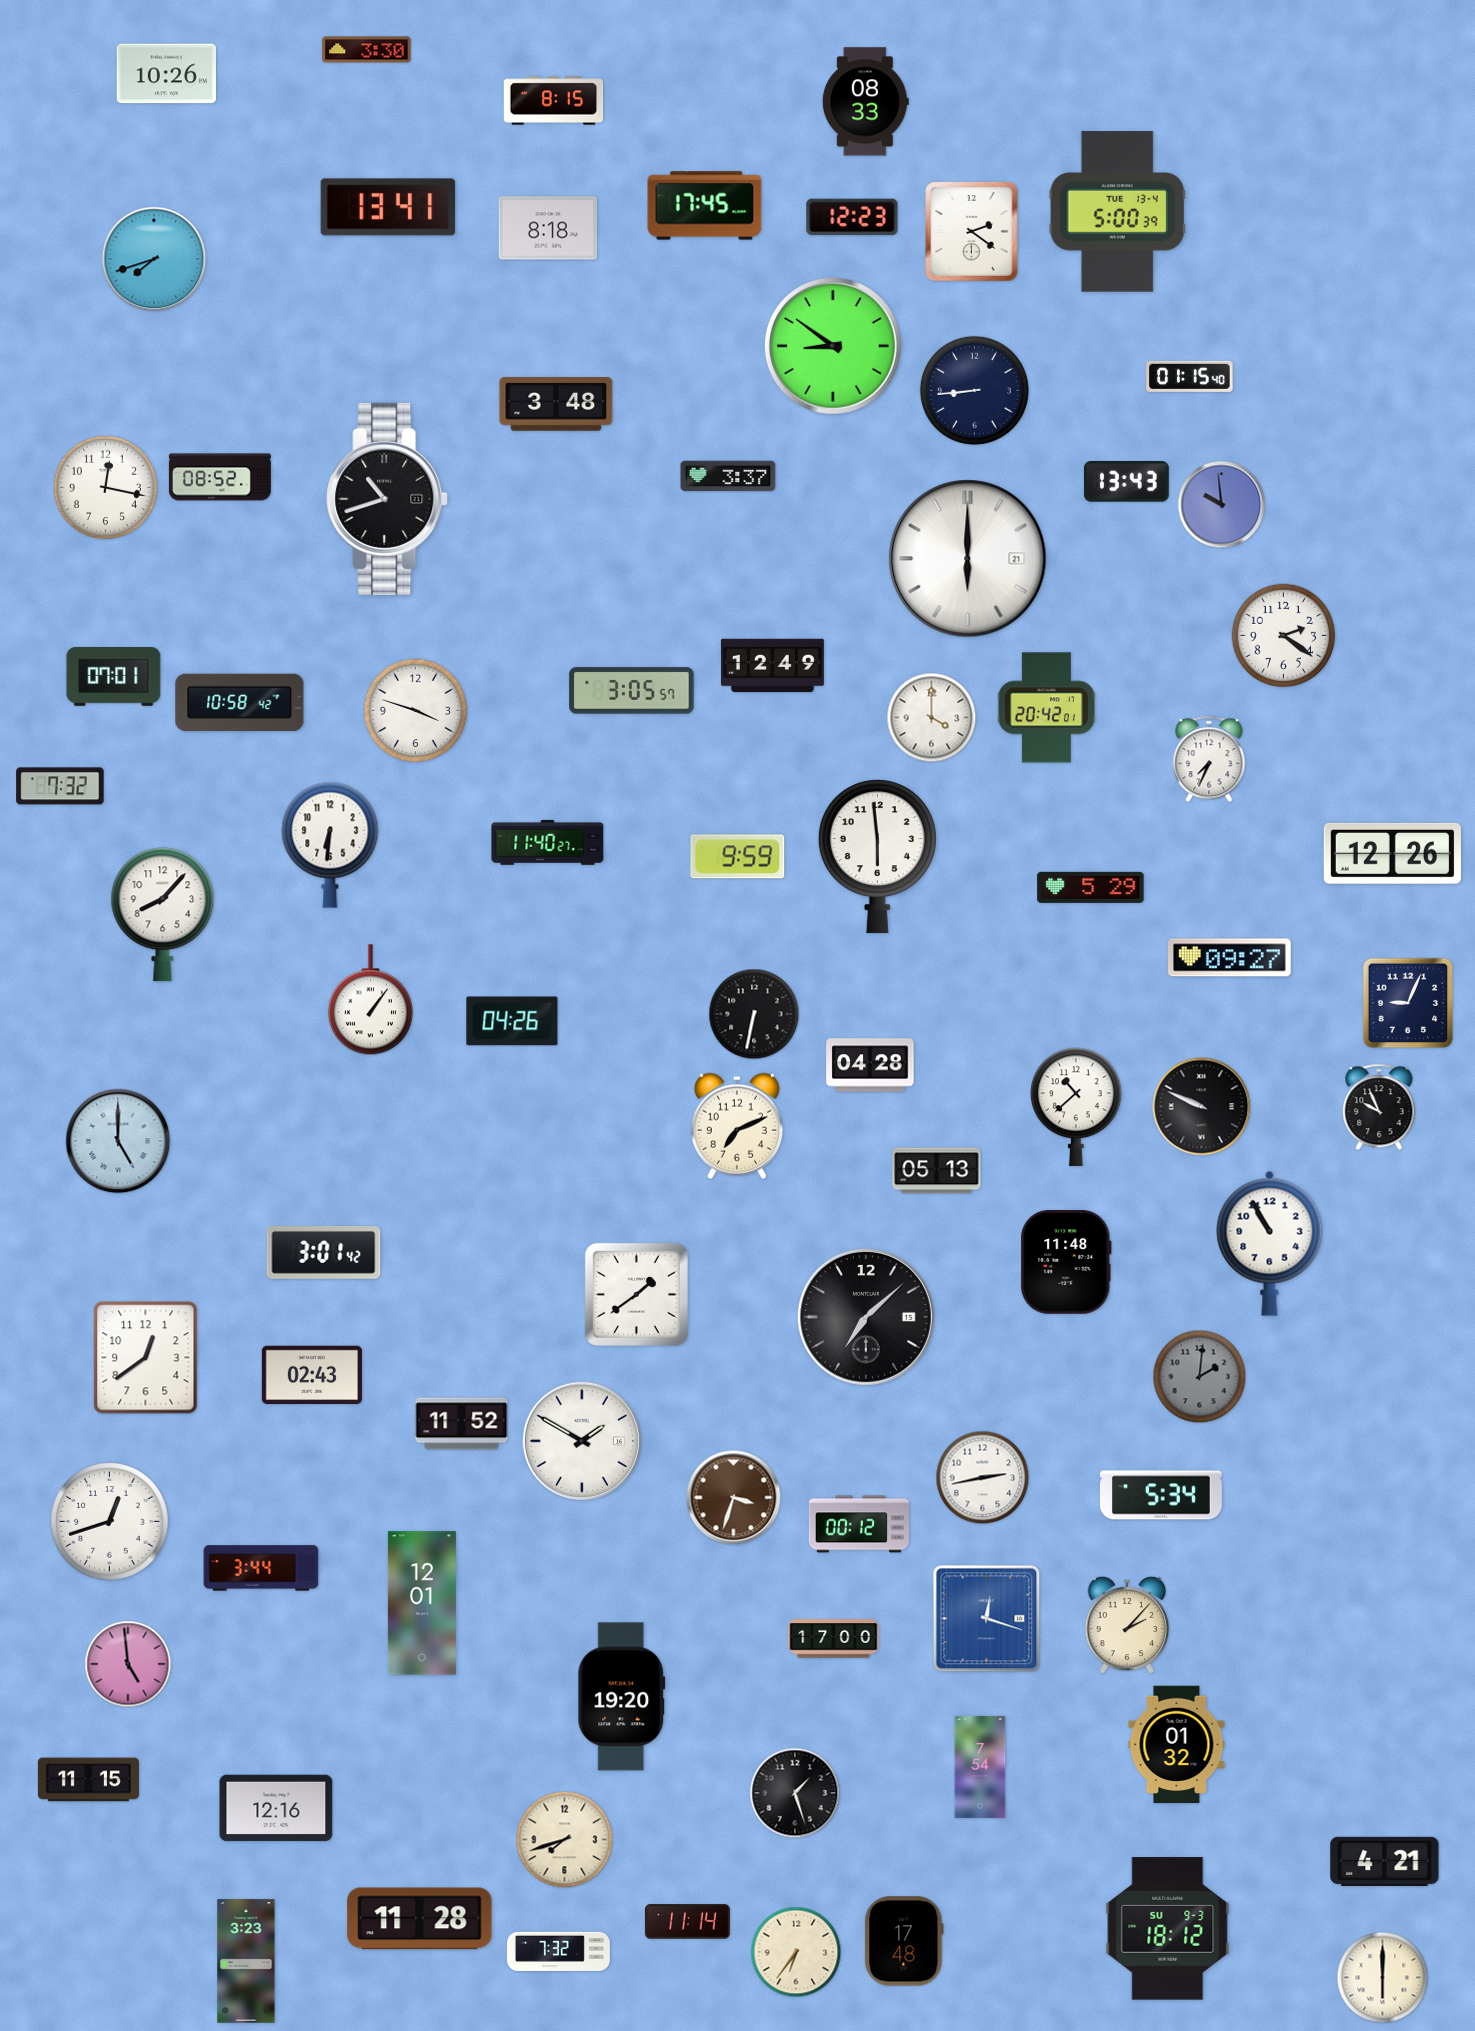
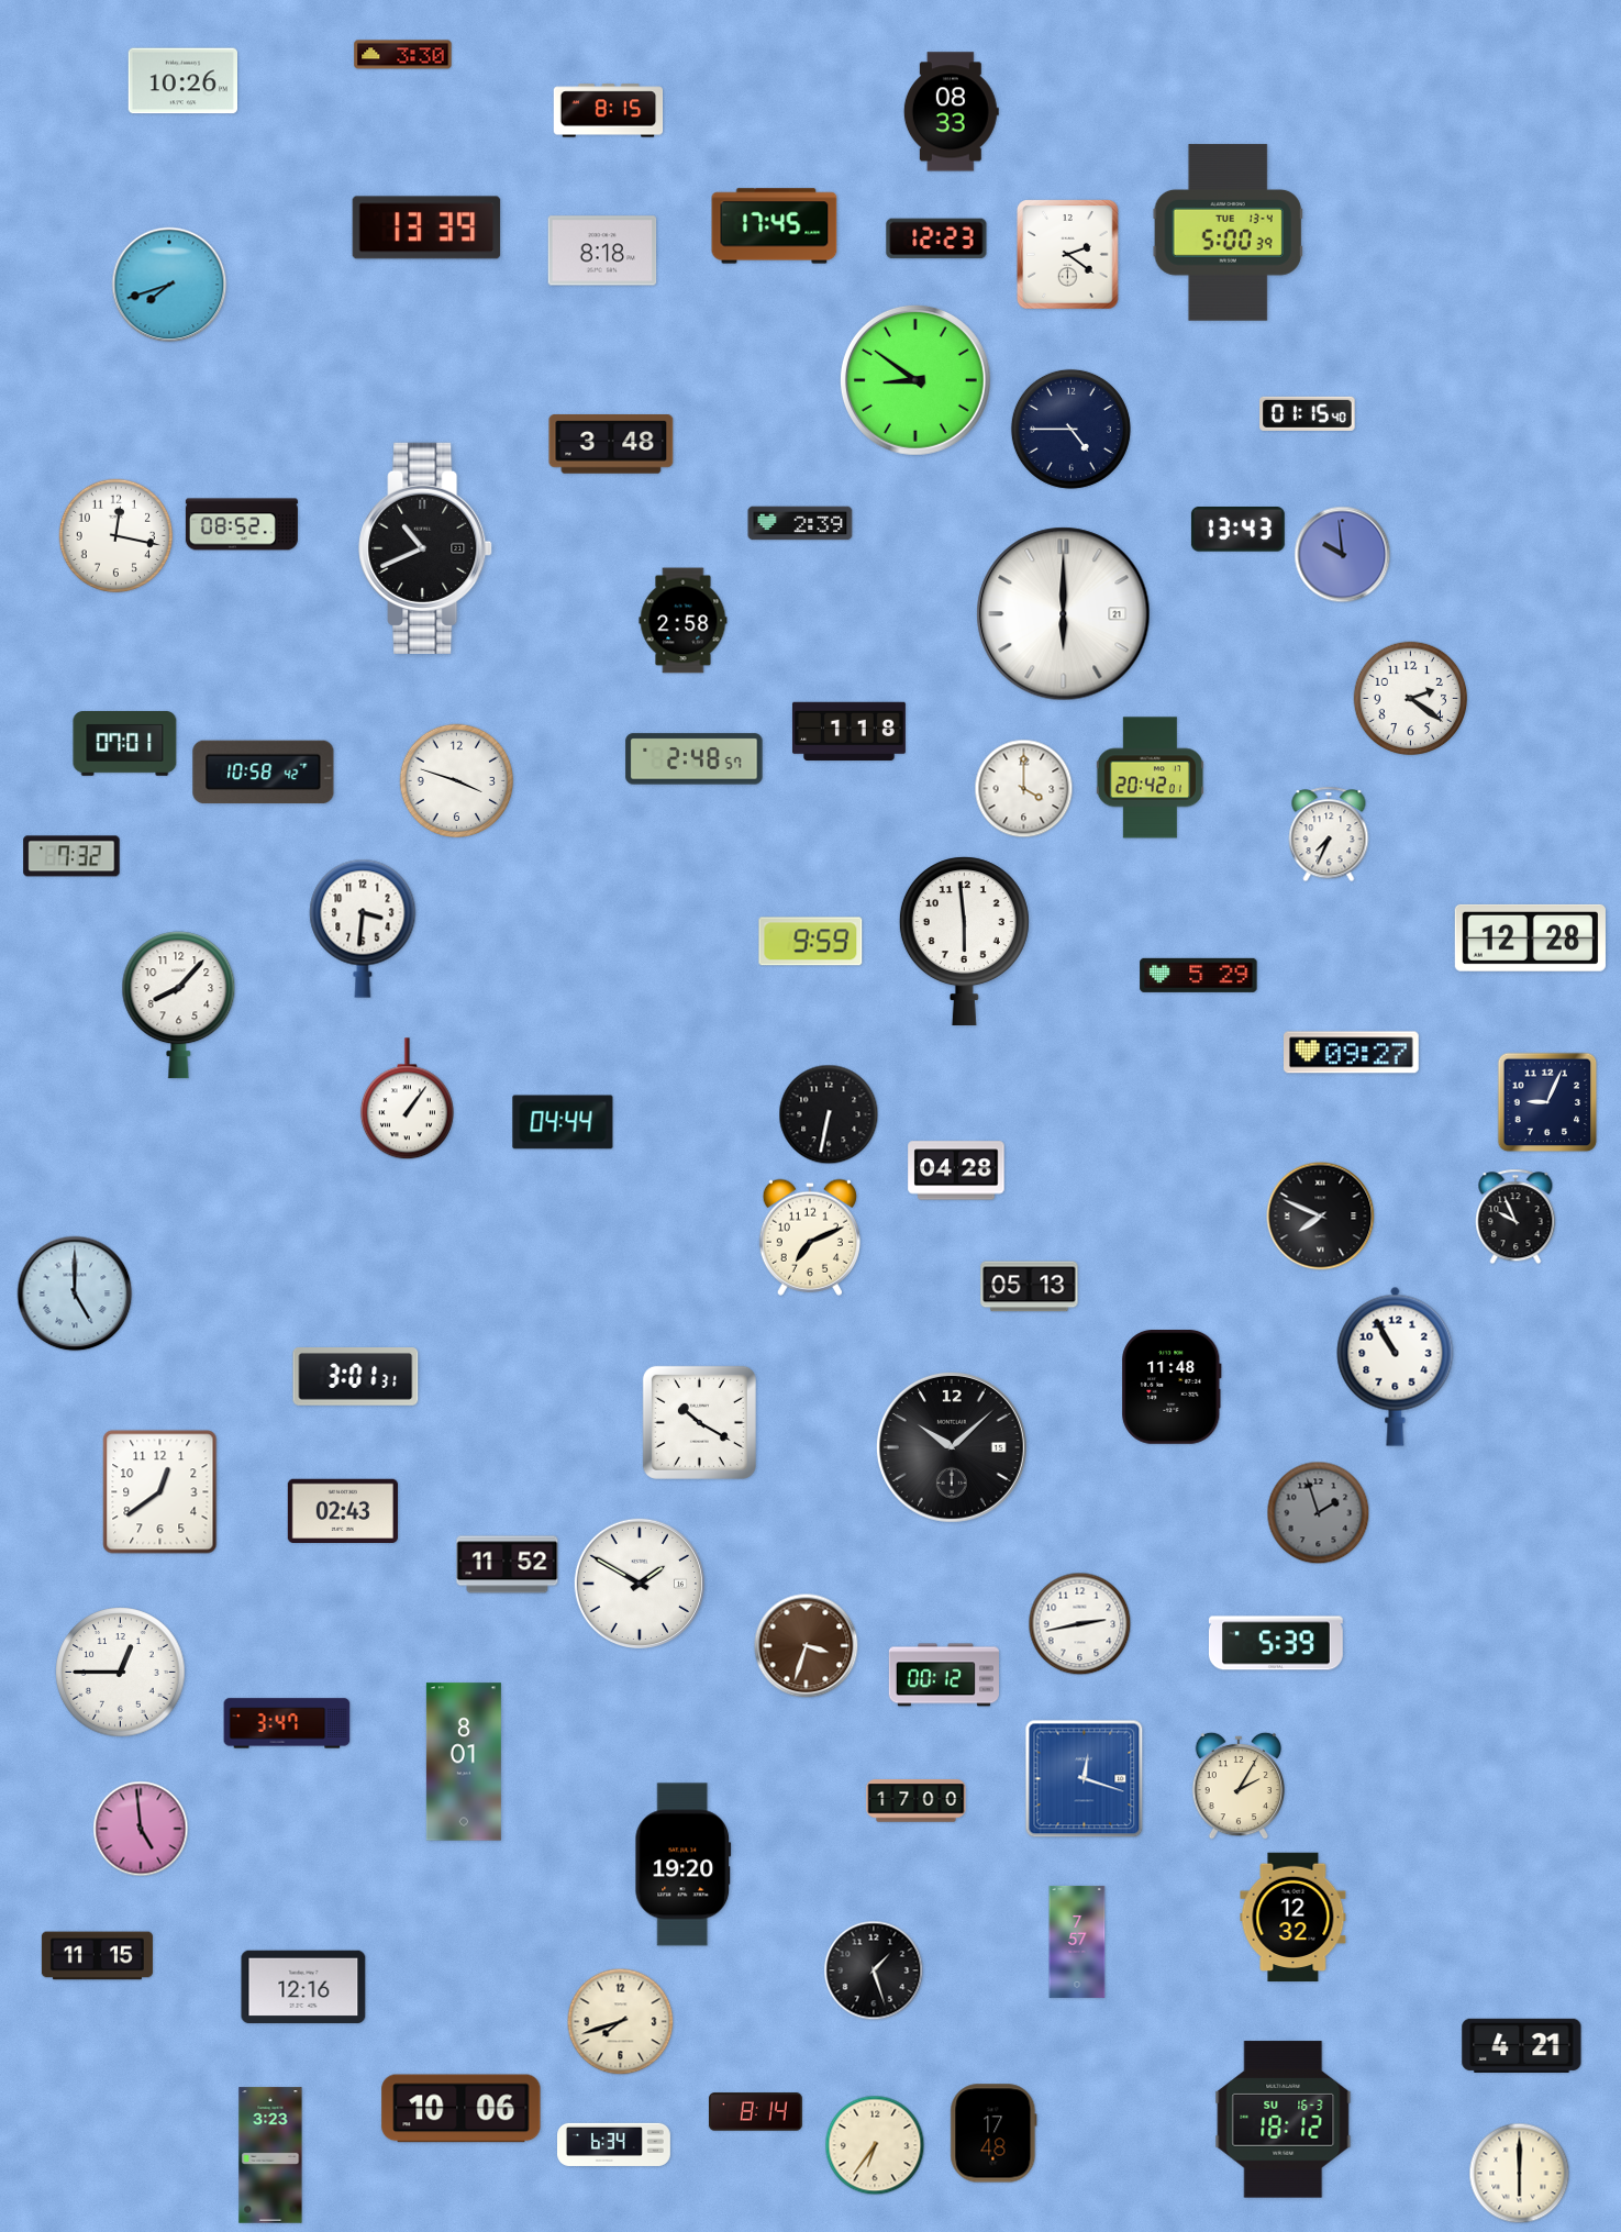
clock at (388, 207): 13:41 -> 13:39
clock at (974, 390): 8:44 -> 4:45
clock at (728, 476): 3:37 -> 2:39
clock at (387, 499): 10:42 -> 10:41
clock at (684, 621): none -> 2:58
clock at (772, 666): 12:49 -> 1:18
clock at (632, 691): 3:05 -> 2:48
clock at (60, 786) position: (60, 786) -> (71, 856)
clock at (548, 842): 11:40 -> none
clock at (330, 845): 6:31 -> 3:31
clock at (1392, 853): 12:26 -> 12:28
clock at (512, 1021): 04:26 -> 04:44
clock at (1076, 1107): 10:38 -> none
clock at (1202, 1107): 9:49 -> 7:49
clock at (118, 1141) position: (118, 1141) -> (75, 1293)
clock at (324, 1253): 3:01:42 -> 3:01:31
clock at (636, 1294): 1:39 -> 10:20
clock at (866, 1317): 7:08 -> 10:08
clock at (1200, 1377): 2:01 -> 1:57
clock at (1161, 1495): 5:34 -> 5:39
clock at (110, 1522): 12:42 -> 12:45
clock at (261, 1568): 3:44 -> 3:47
clock at (422, 1603): 12:01 -> 8:01
clock at (1127, 1625): 2:07 -> 2:05
clock at (1177, 1745): 01:32 -> 12:32
clock at (980, 1767): 7:54 -> 7:57
clock at (420, 1919): 11:28 -> 10:06
clock at (688, 1922): 11:14 -> 8:14
clock at (1168, 1929) date: SU 9-3 -> SU 16-3
clock at (559, 1951): 7:32 -> 6:34
